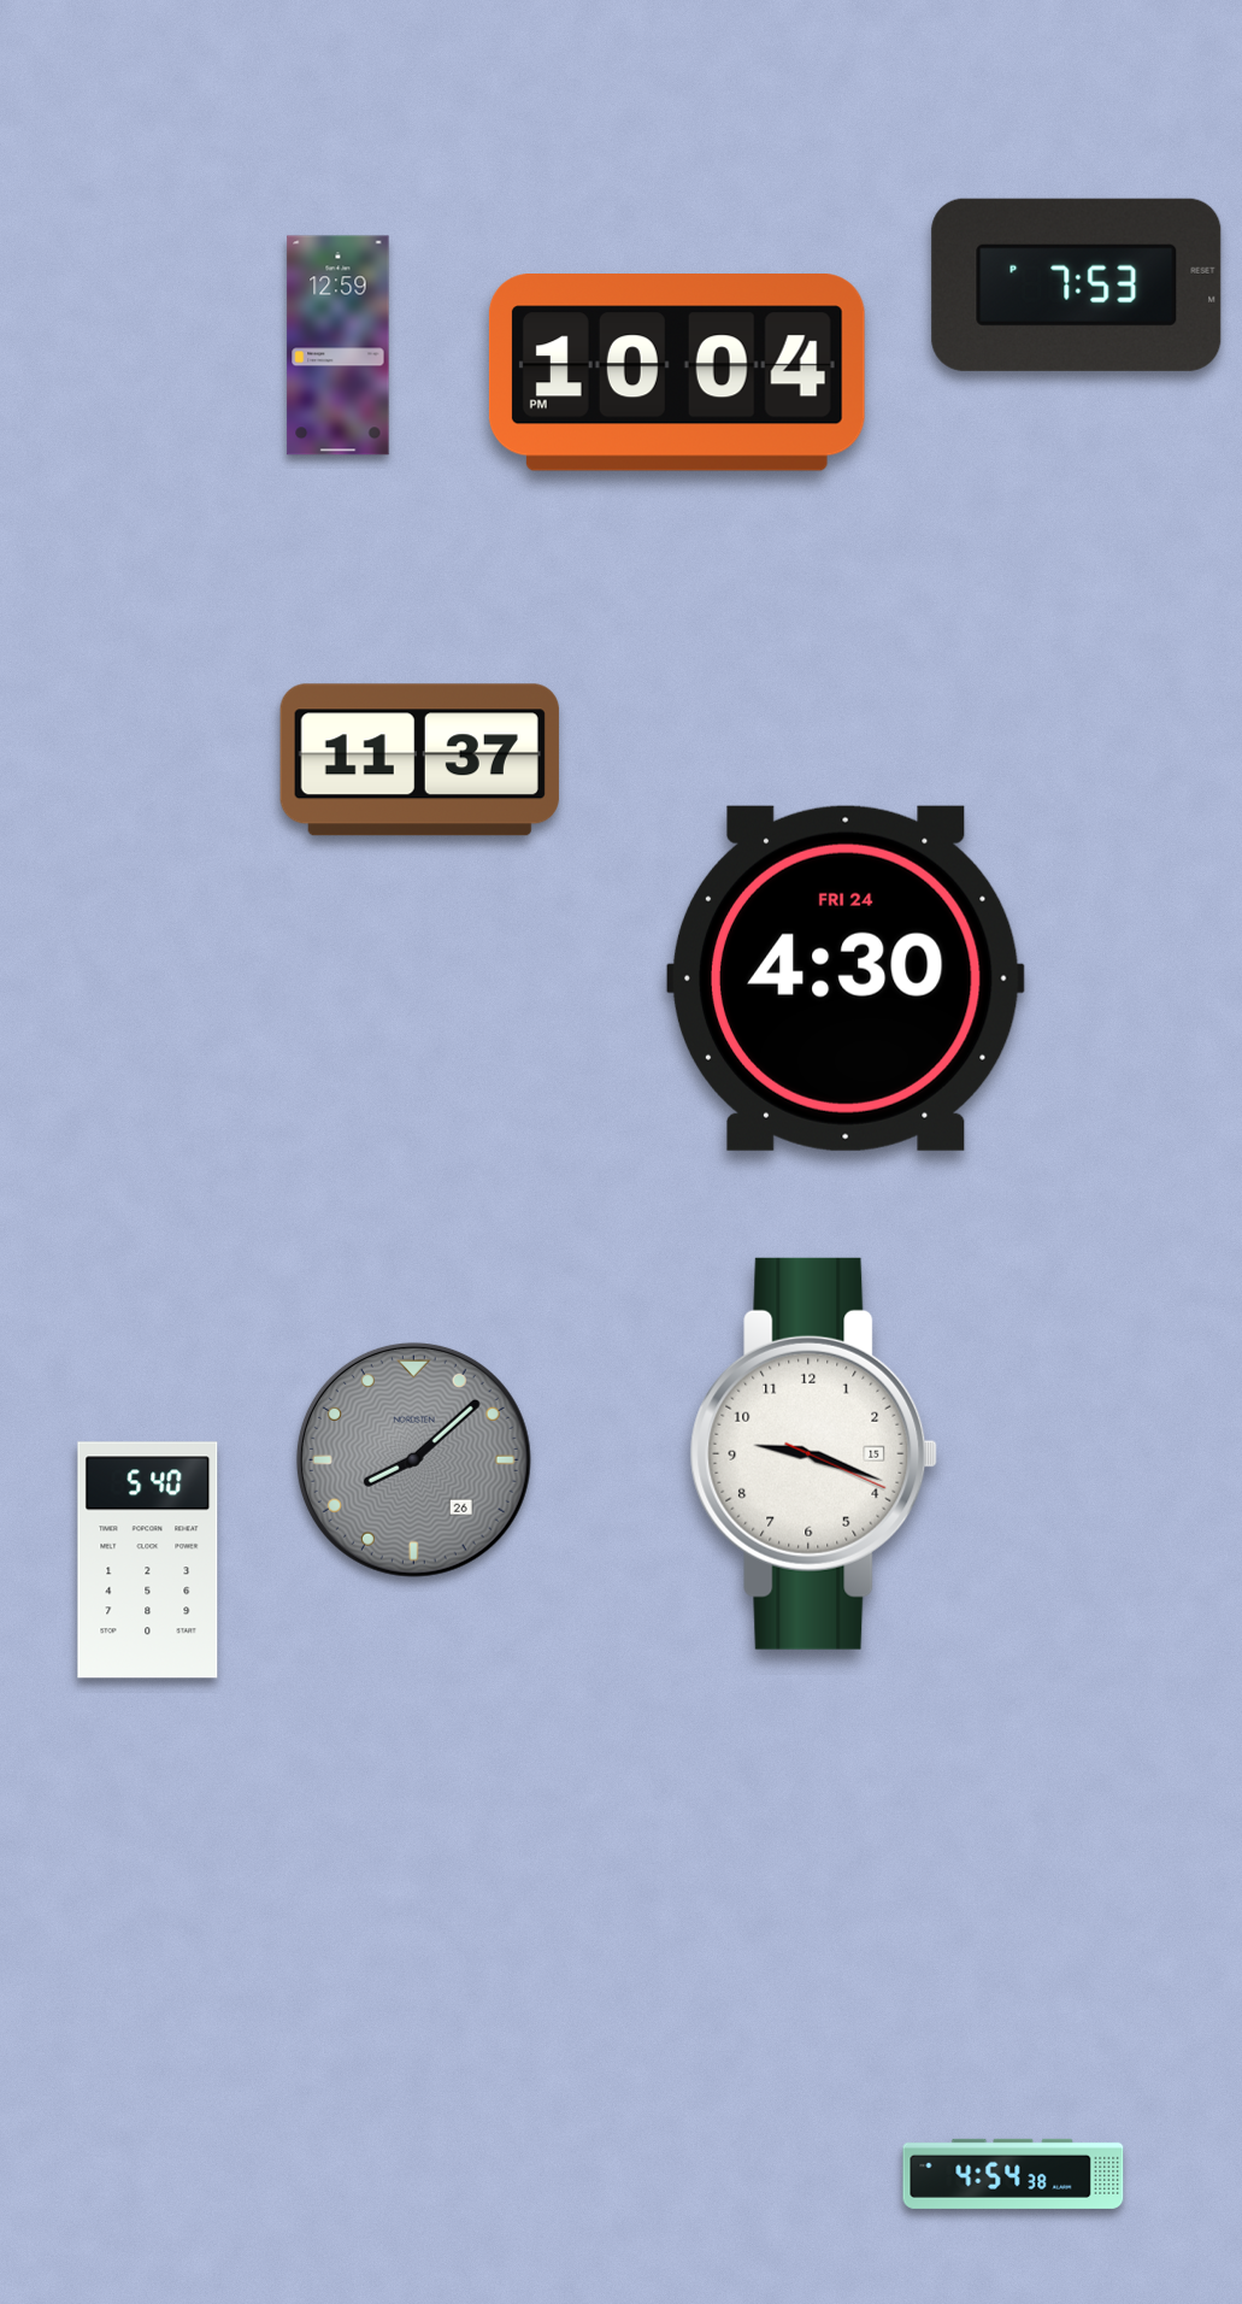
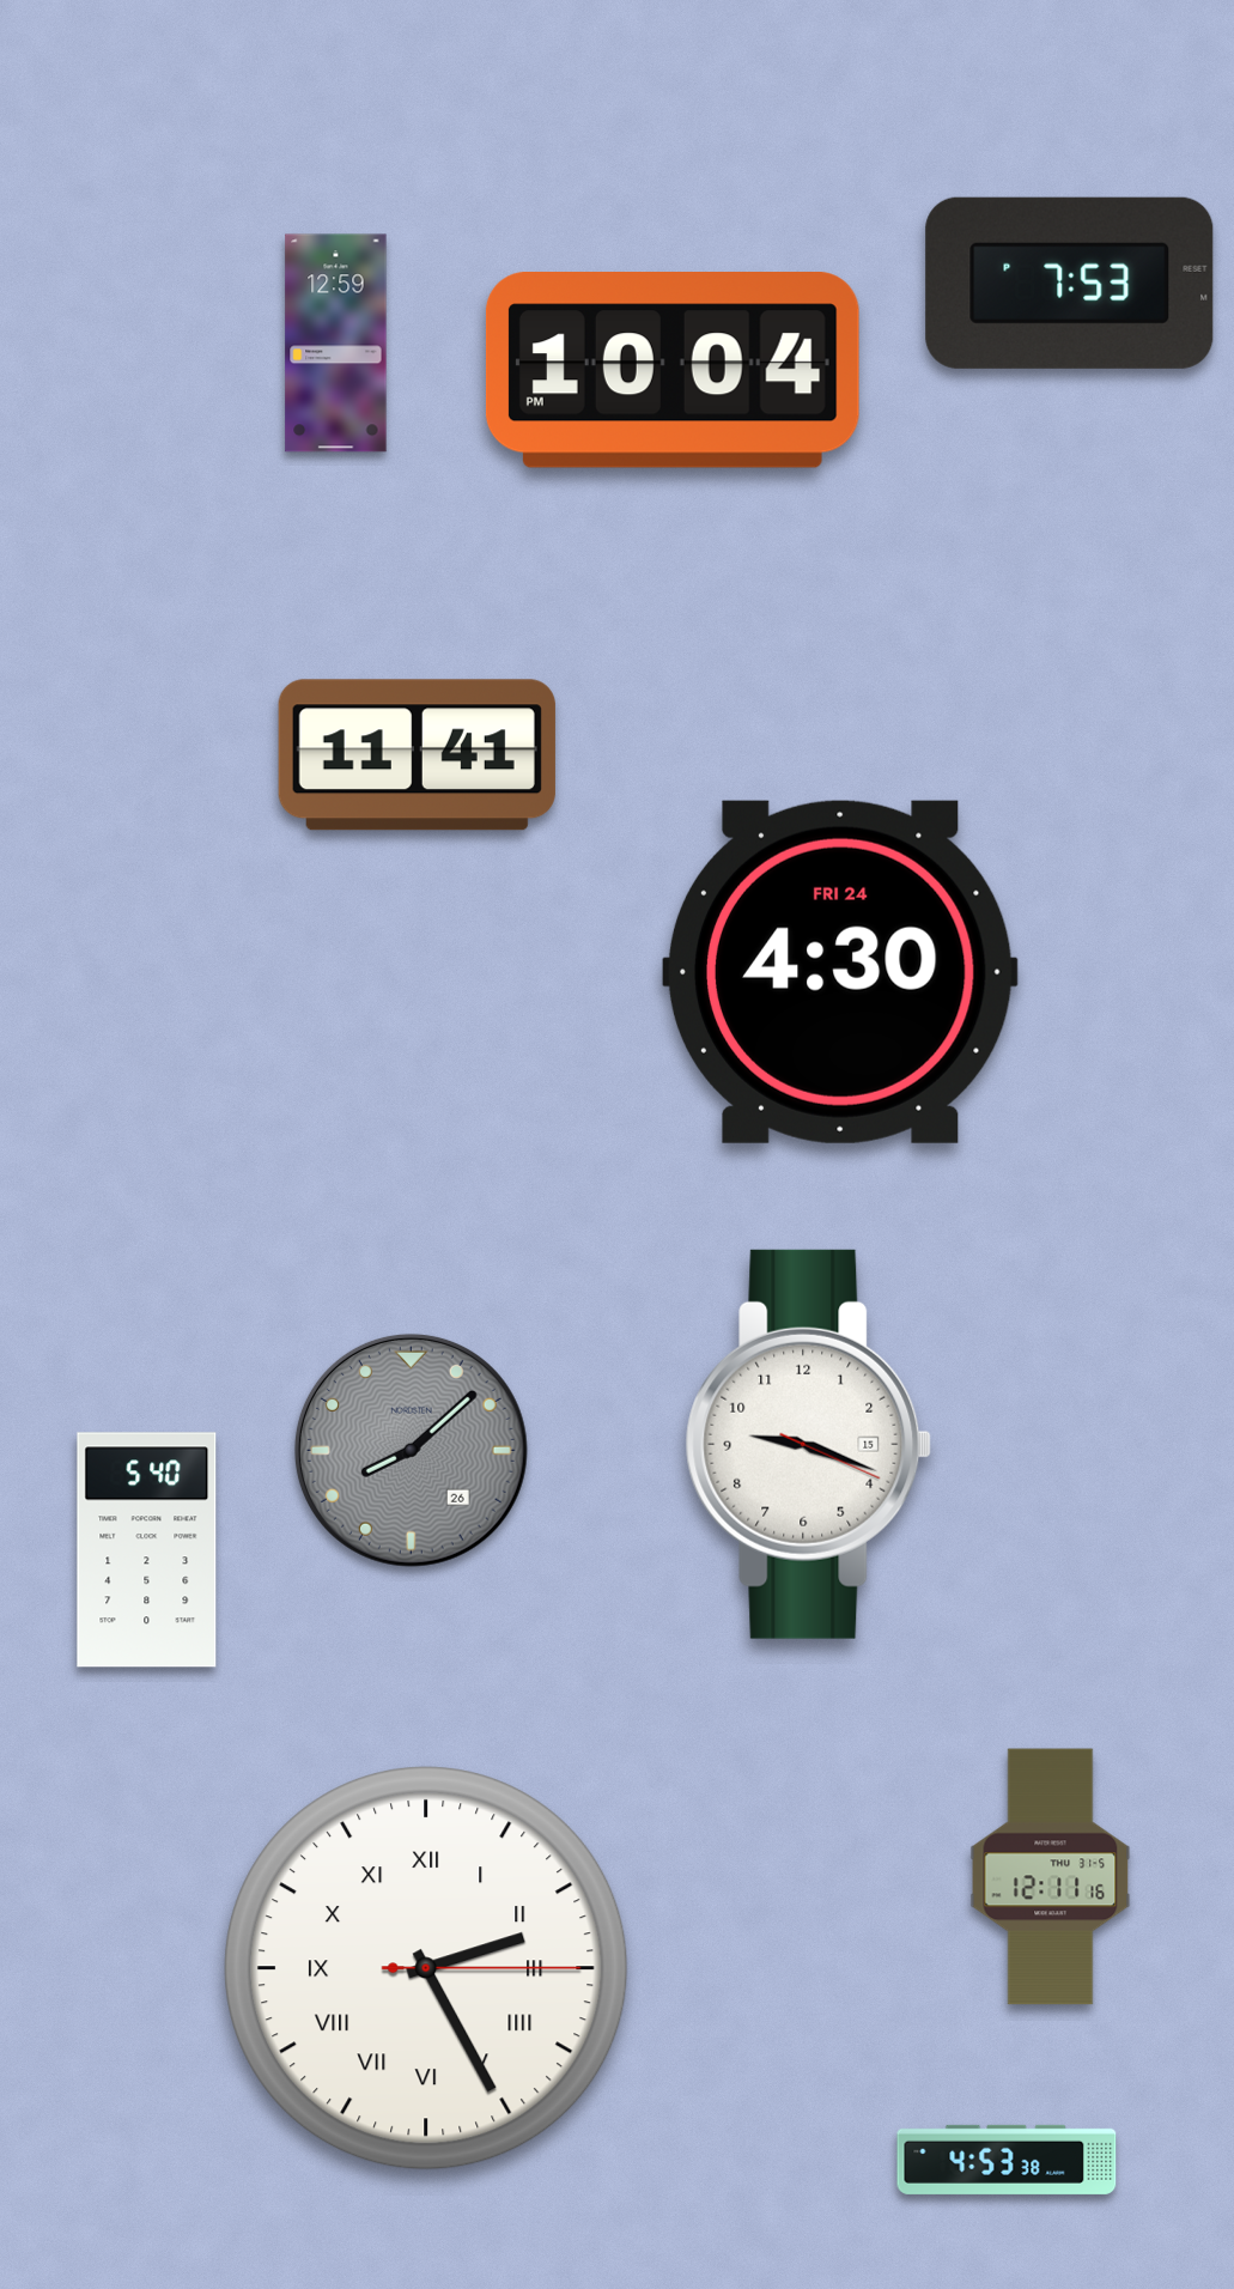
clock at (419, 760): 11:37 -> 11:41
clock at (1051, 1877): none -> 12:11
clock at (426, 1968): none -> 2:25
clock at (1013, 2174): 4:54 -> 4:53
